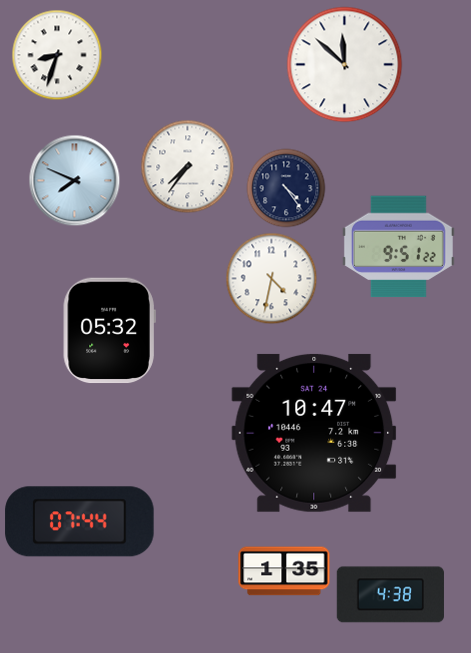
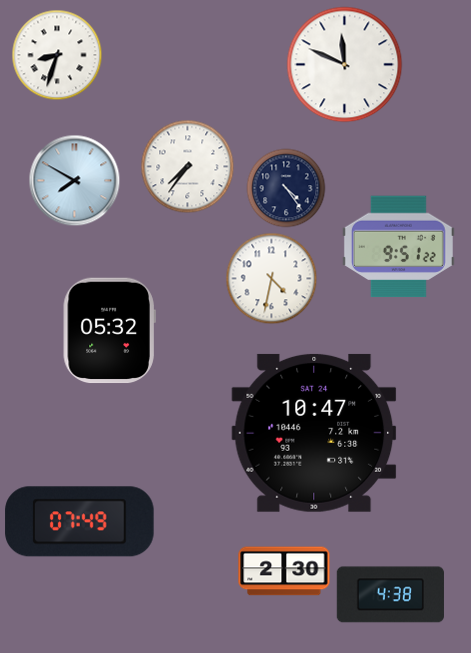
clock at (345, 65): 11:52 -> 11:49
clock at (75, 181): 7:49 -> 7:50
clock at (80, 522): 07:44 -> 07:49
clock at (284, 571): 1:35 -> 2:30
